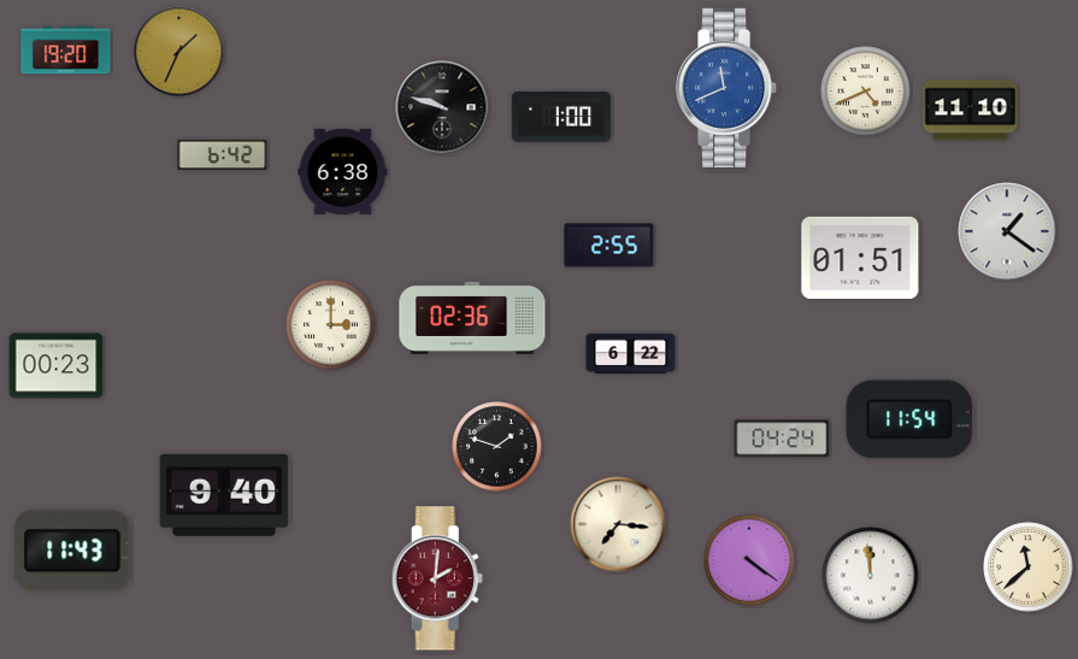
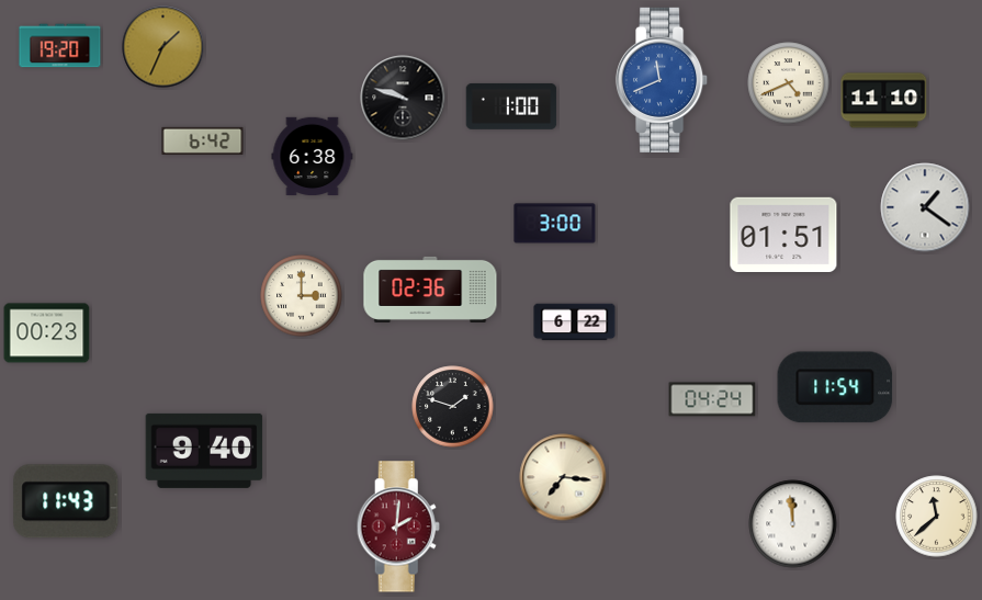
clock at (1007, 231) position: (1007, 231) -> (925, 207)
clock at (609, 246): 2:55 -> 3:00
clock at (57, 366) position: (57, 366) -> (47, 333)
clock at (909, 419) position: (909, 419) -> (835, 387)
clock at (749, 560): 4:21 -> none
